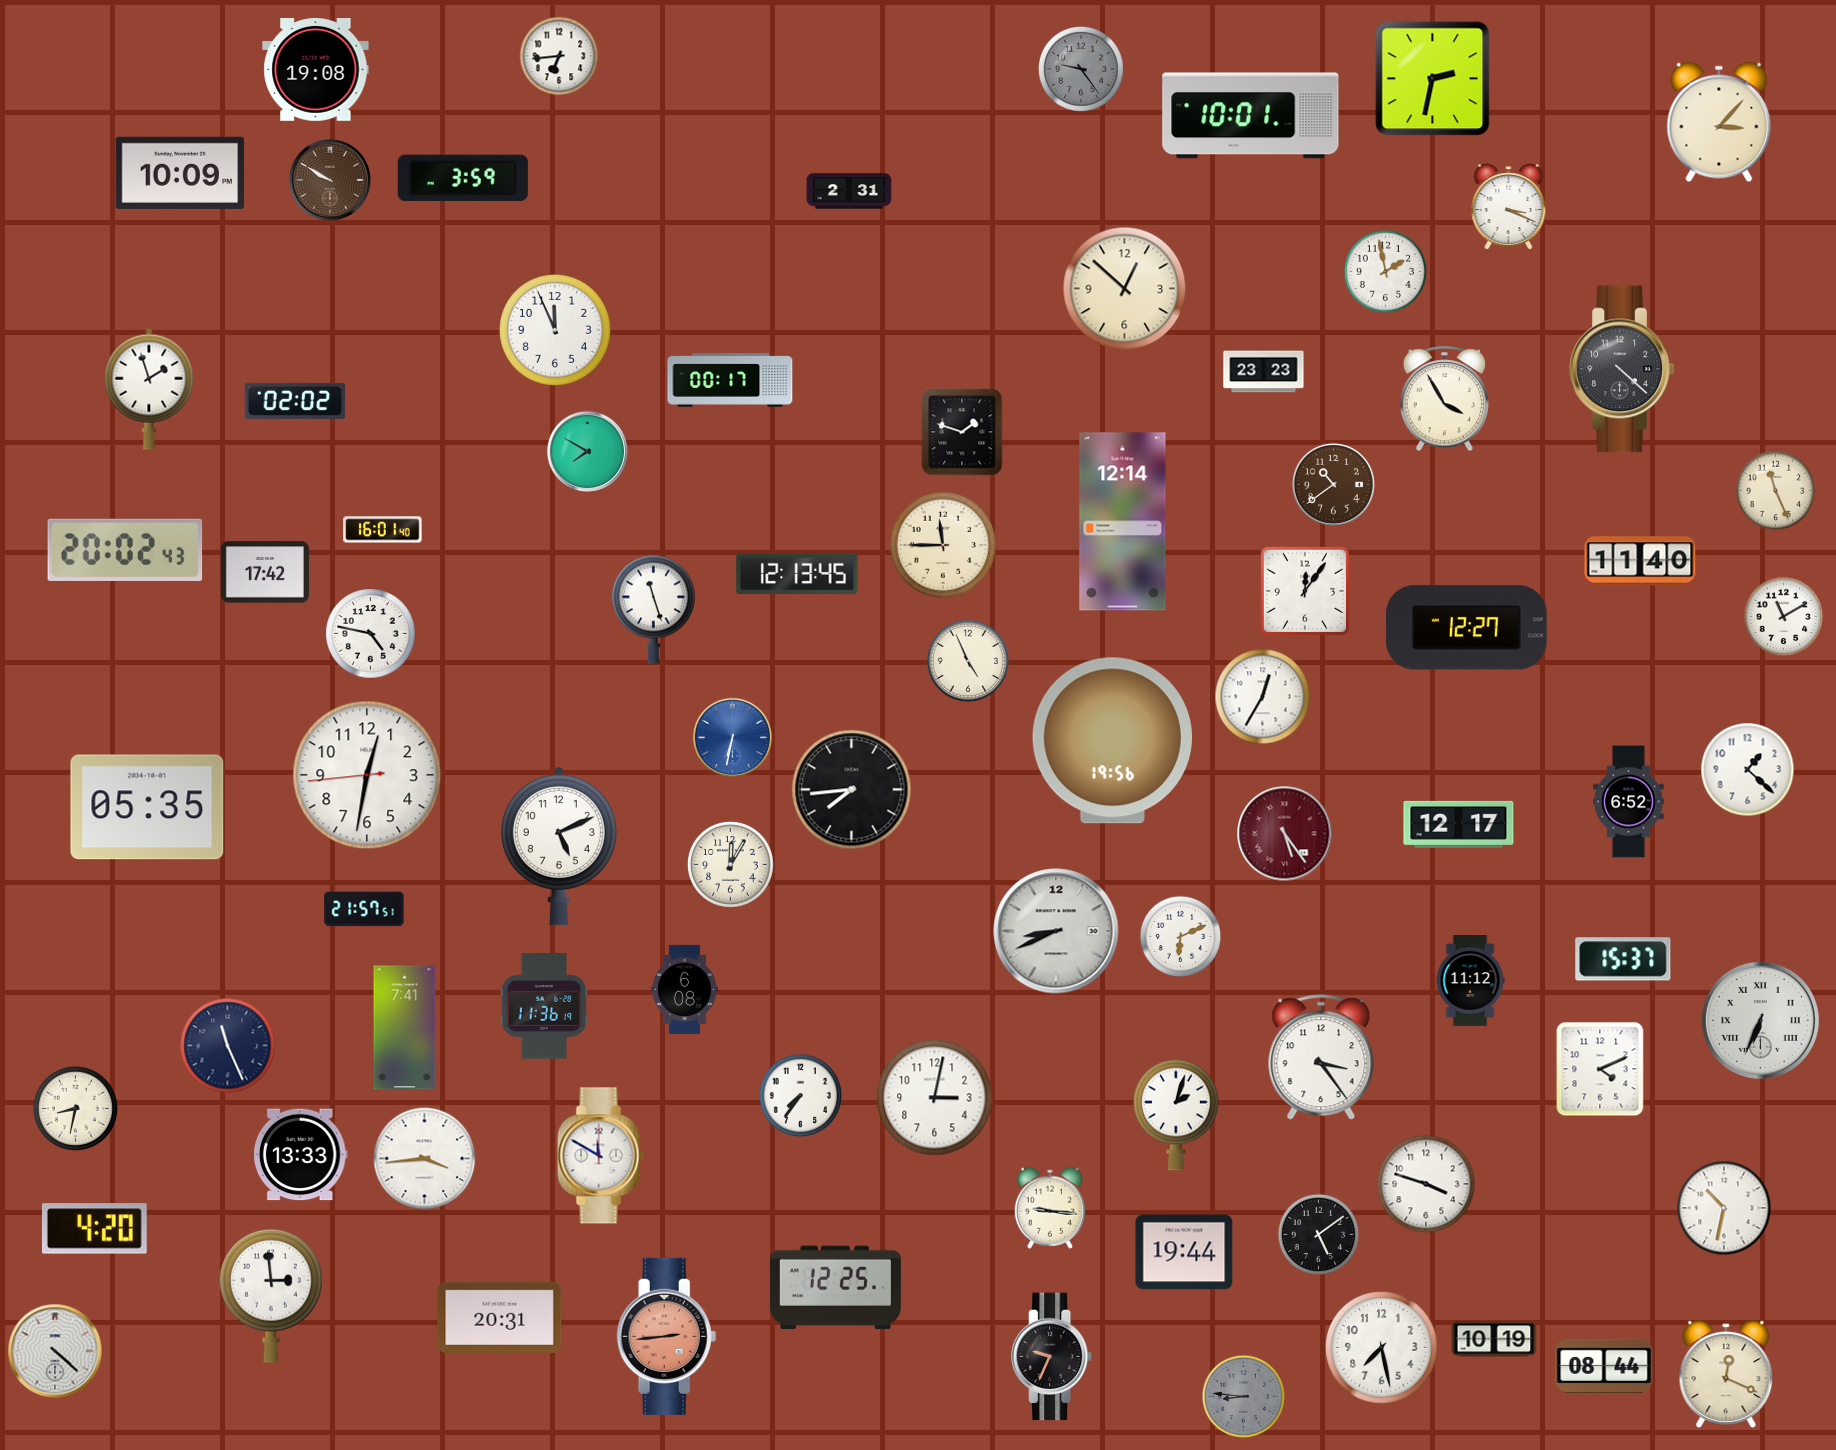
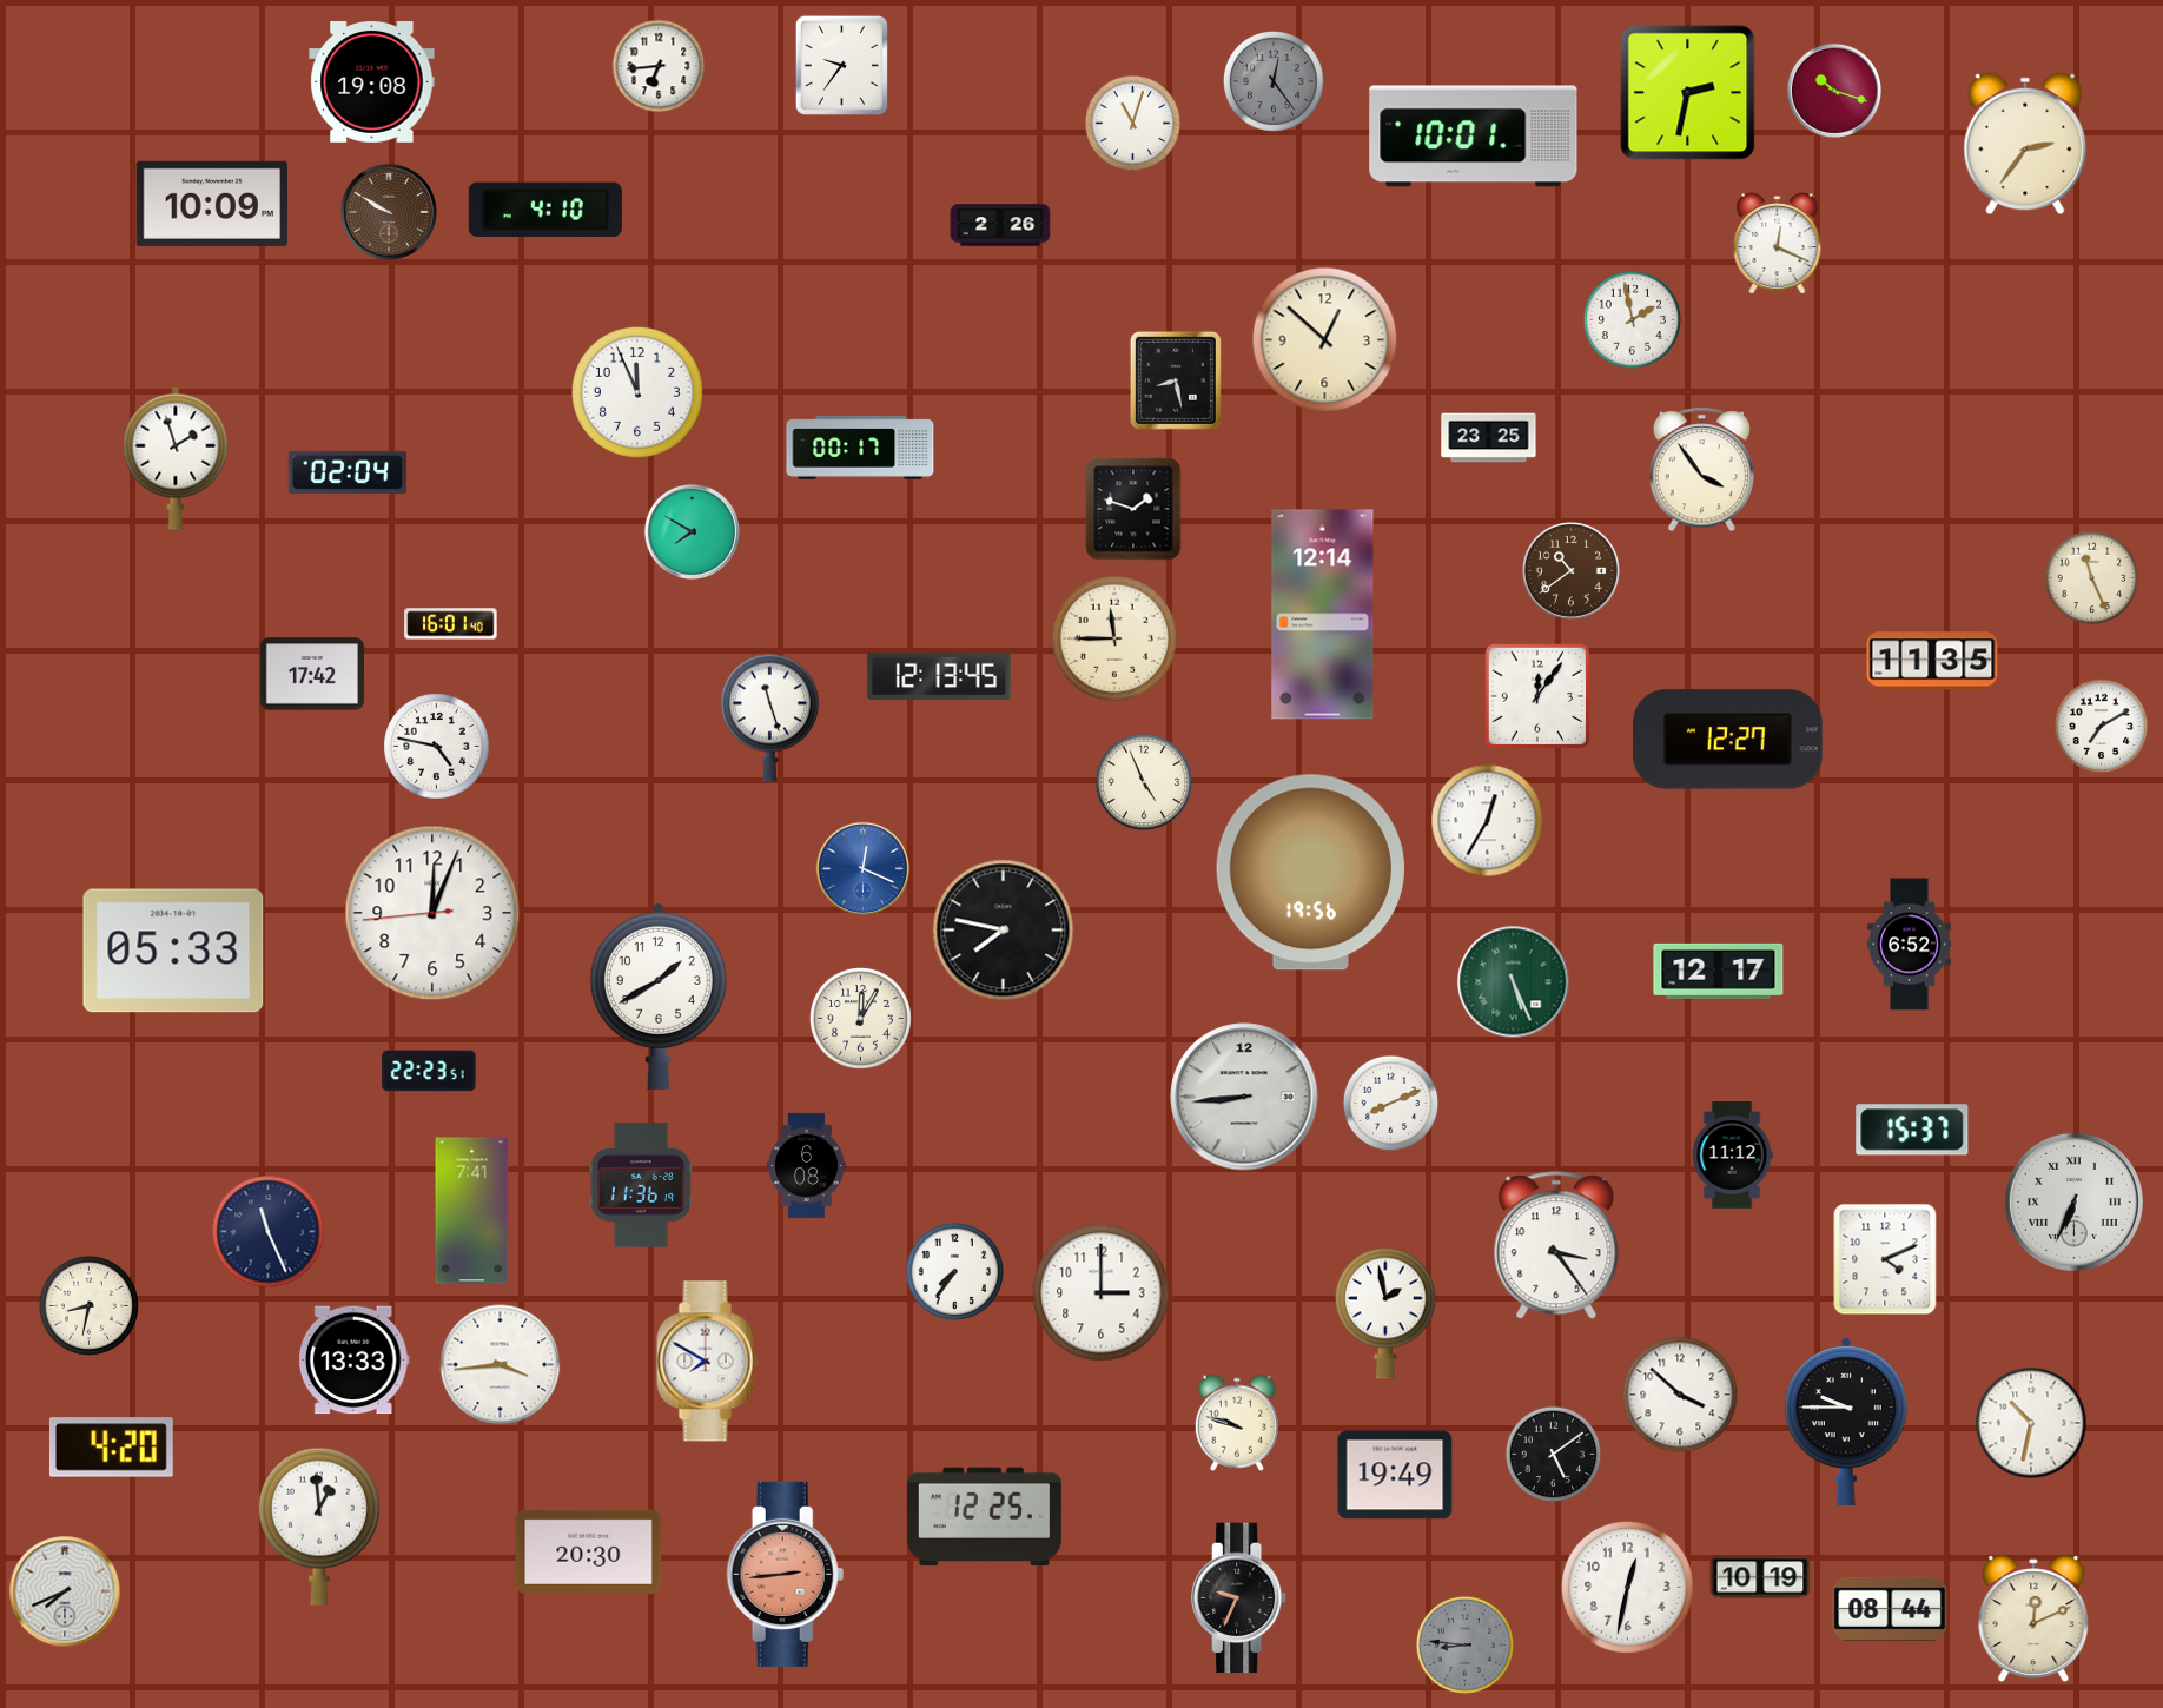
clock at (841, 65): none -> 9:36
clock at (1081, 69): 9:24 -> 12:24
clock at (1833, 90): none -> 10:18
clock at (1133, 124): none -> 11:03
clock at (1719, 122): 3:07 -> 2:36
clock at (463, 178): 3:59 -> 4:10
clock at (849, 191): 2:31 -> 2:26
clock at (1509, 207): 3:19 -> 12:19
clock at (1176, 380): none -> 8:28
clock at (556, 331) position: (556, 331) -> (639, 393)
clock at (1622, 369): 4:22 -> none
clock at (1264, 372): 23:23 -> 23:25
clock at (1444, 399): 3:55 -> 3:54
clock at (295, 401): 02:02 -> 02:04
clock at (943, 545) position: (943, 545) -> (1114, 638)
clock at (125, 550): 20:02 -> none
clock at (1640, 561): 11:40 -> 11:35
clock at (1784, 617): 11:10 -> 7:10
clock at (968, 661) position: (968, 661) -> (1144, 782)
clock at (733, 738): 6:32 -> 12:19
clock at (1748, 770): 1:22 -> none
clock at (367, 775): 12:31 -> 12:03
clock at (852, 790): 7:44 -> 7:47
clock at (1629, 802) position: (1629, 802) -> (1910, 945)
clock at (147, 807): 05:35 -> 05:33
clock at (1285, 834): 5:24 -> 5:26
clock at (1285, 834) dial: burgundy -> green
clock at (559, 845): 5:11 -> 1:40
clock at (364, 909): 21:57 -> 22:23
clock at (1056, 931): 8:41 -> 8:44
clock at (1181, 937): 6:11 -> 8:11
clock at (405, 1028) position: (405, 1028) -> (472, 1211)
clock at (800, 1095) position: (800, 1095) -> (954, 1271)
clock at (935, 1098): 3:02 -> 3:00
clock at (1176, 1115): 2:03 -> 1:58
clock at (601, 1156): 11:50 -> 7:50
clock at (1426, 1184): 3:48 -> 3:52
clock at (1846, 1421): none -> 9:45
clock at (1049, 1208): 9:16 -> 9:48
clock at (1184, 1252): 19:44 -> 19:49
clock at (271, 1296): 2:59 -> 12:59
clock at (500, 1317): 20:31 -> 20:30
clock at (1382, 1348): 7:28 -> 12:32
clock at (55, 1351): 4:22 -> 7:41
clock at (1726, 1374): 12:19 -> 12:11
